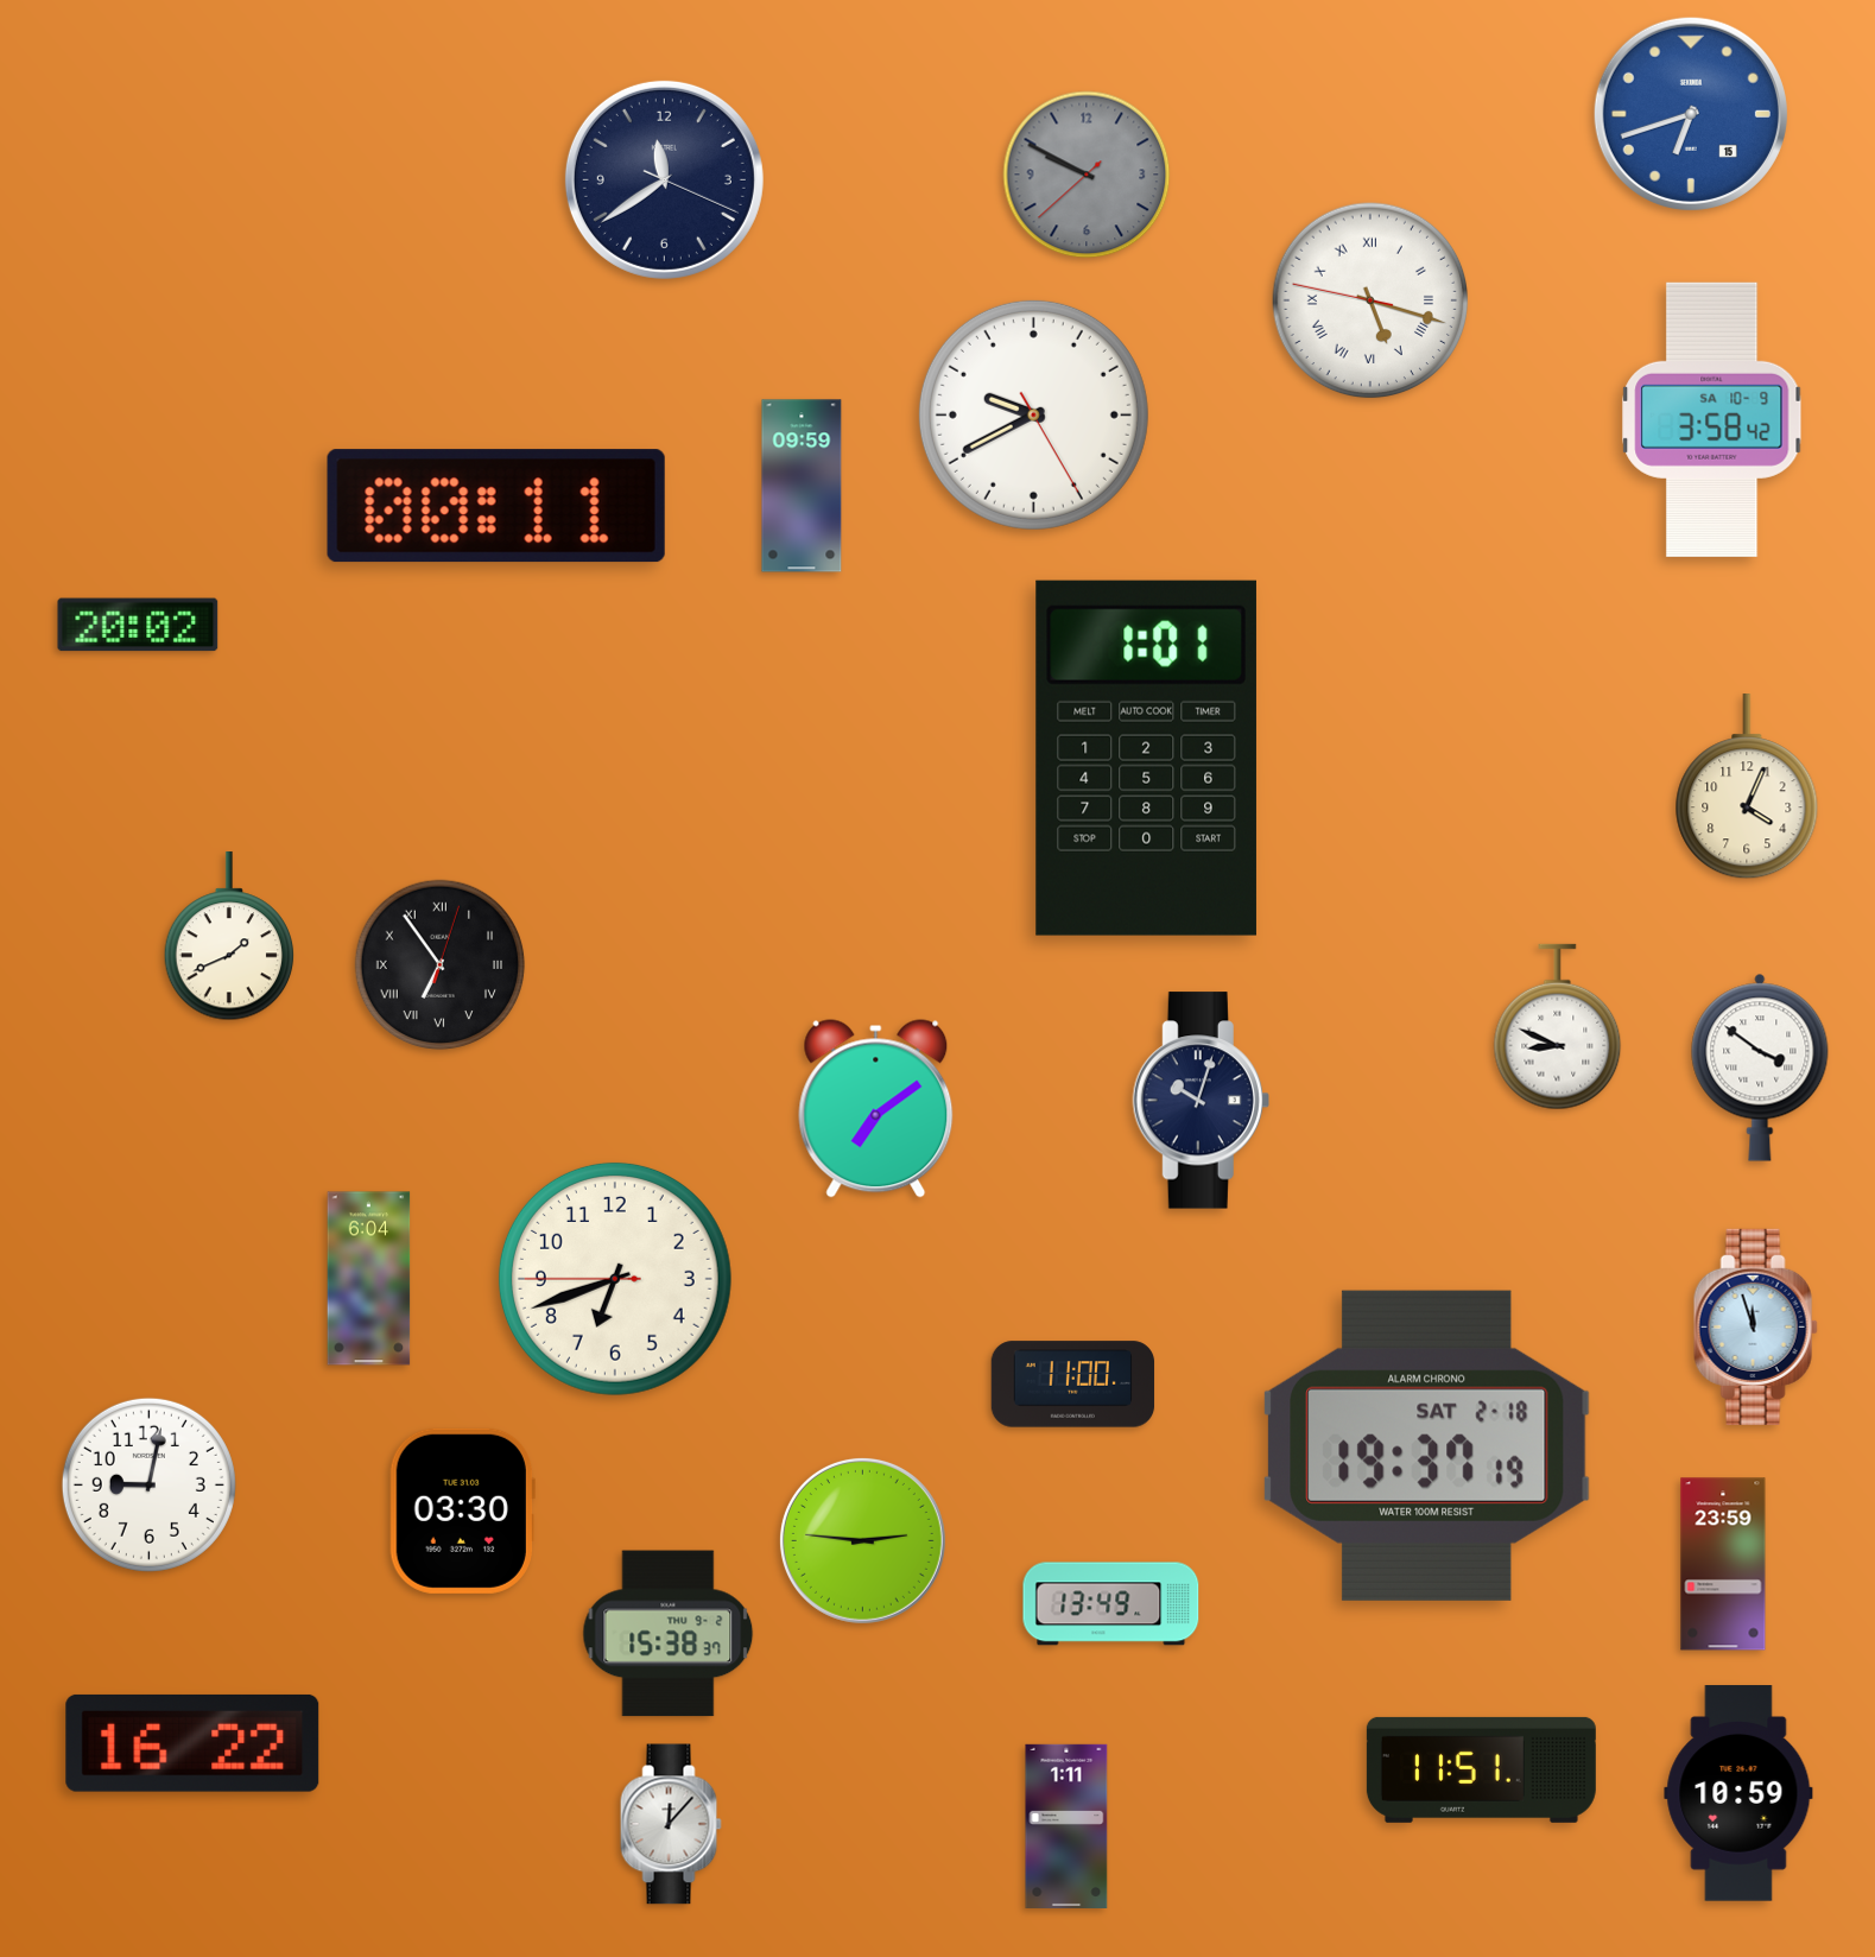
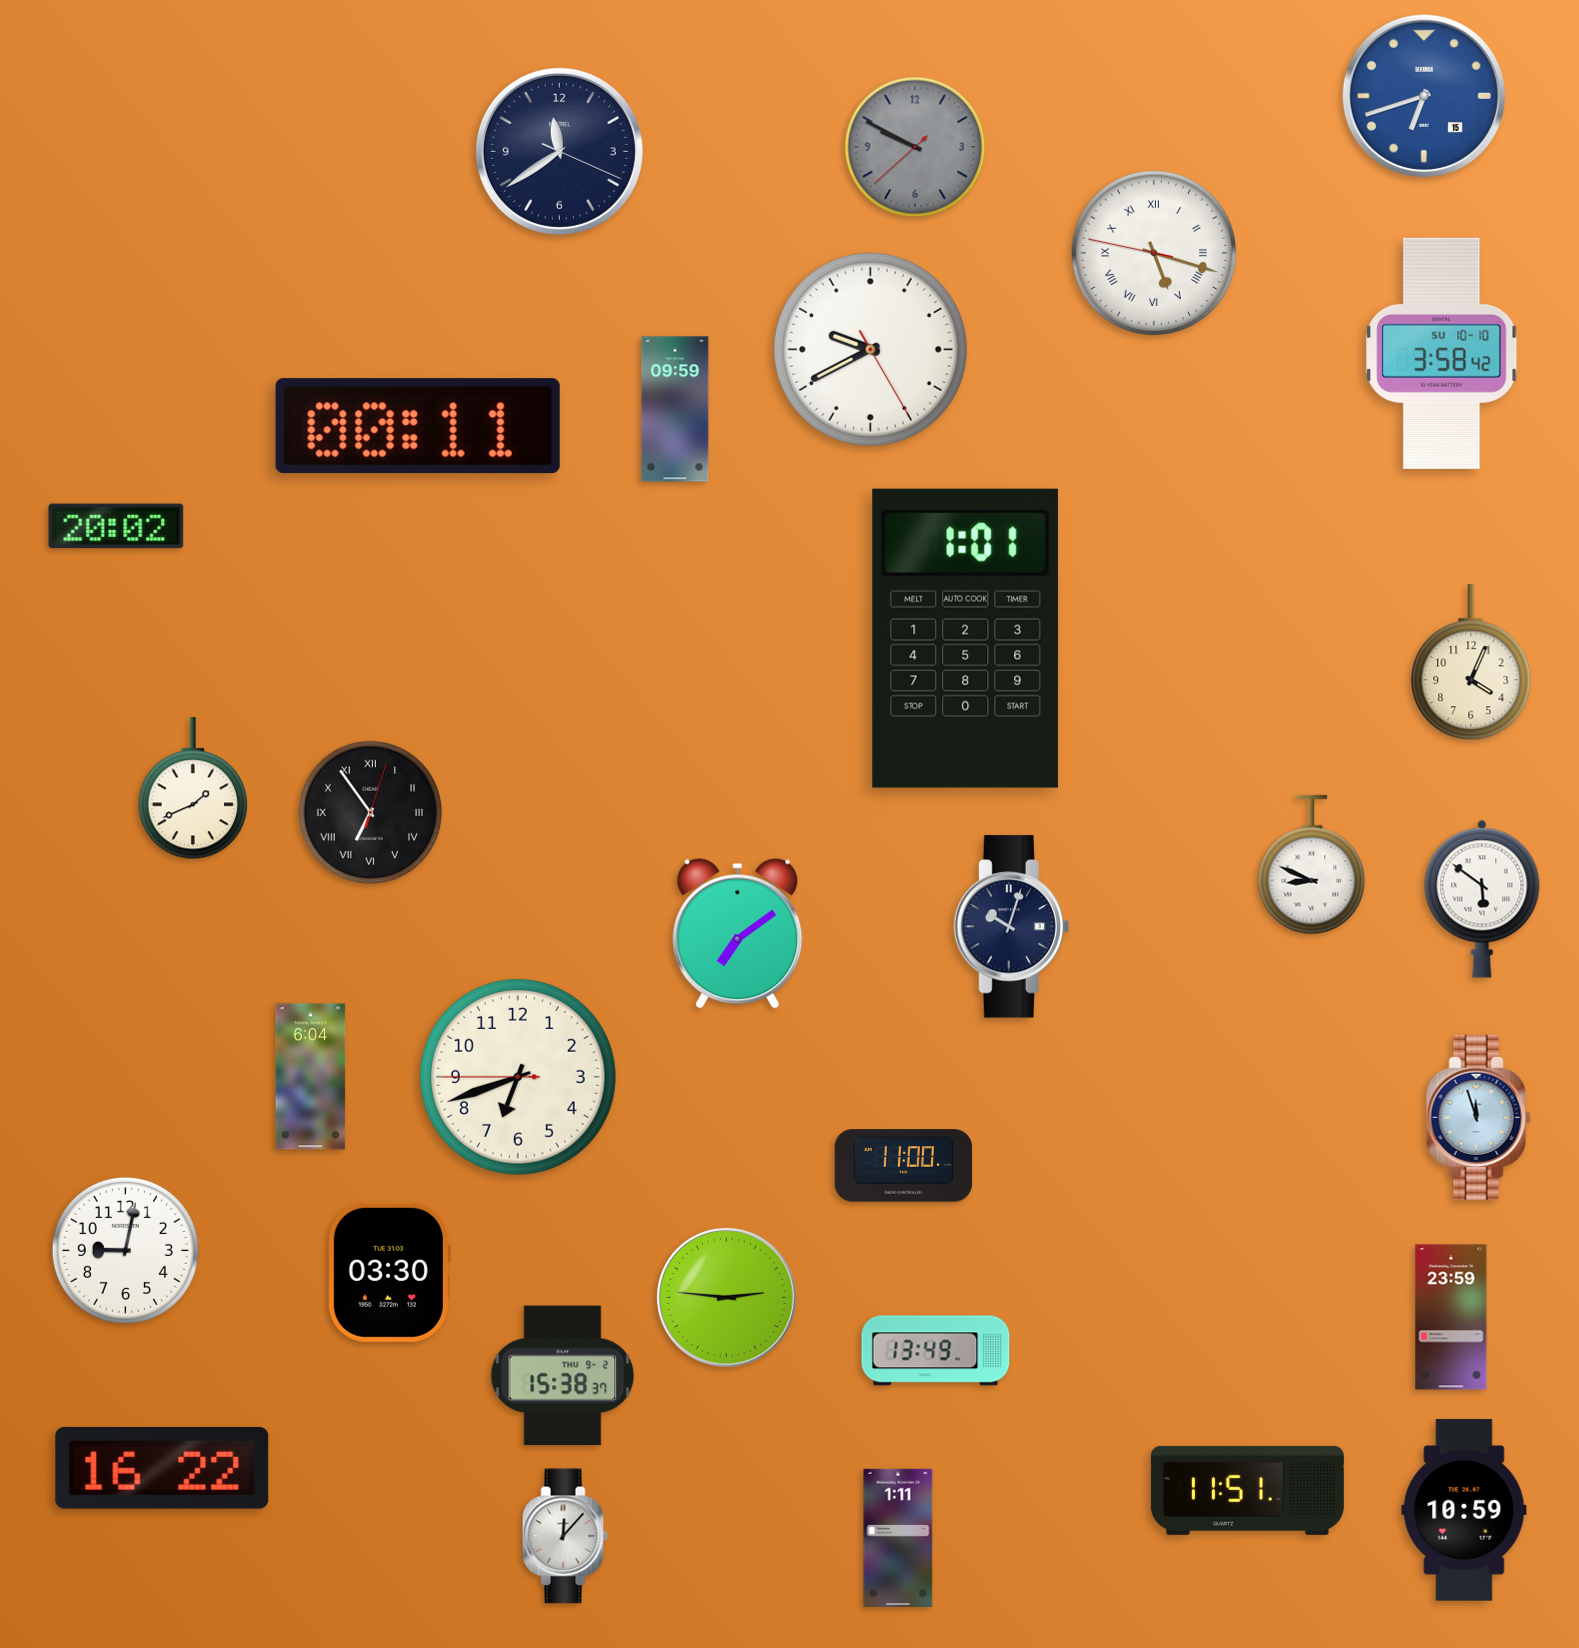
clock at (1712, 419) date: SA 10-9 -> SU 10-10
clock at (1760, 1068): 3:51 -> 5:51
clock at (1427, 1445): 19:37 -> none
